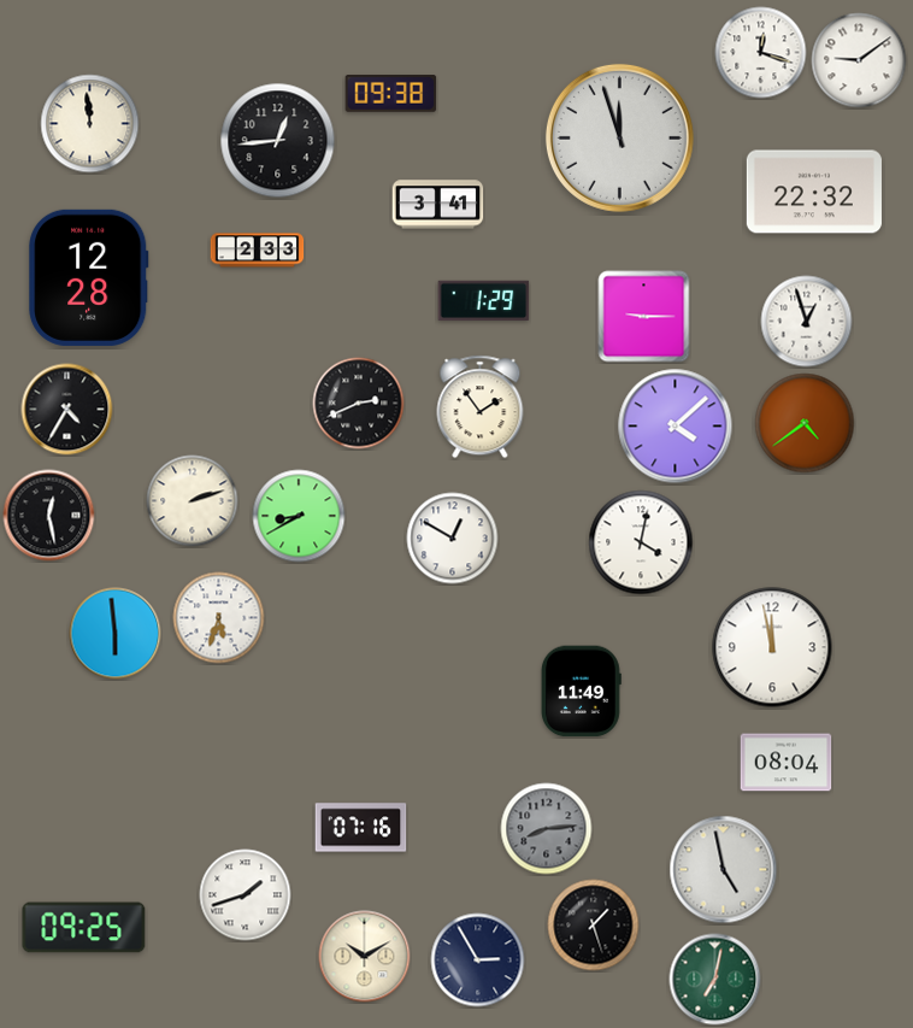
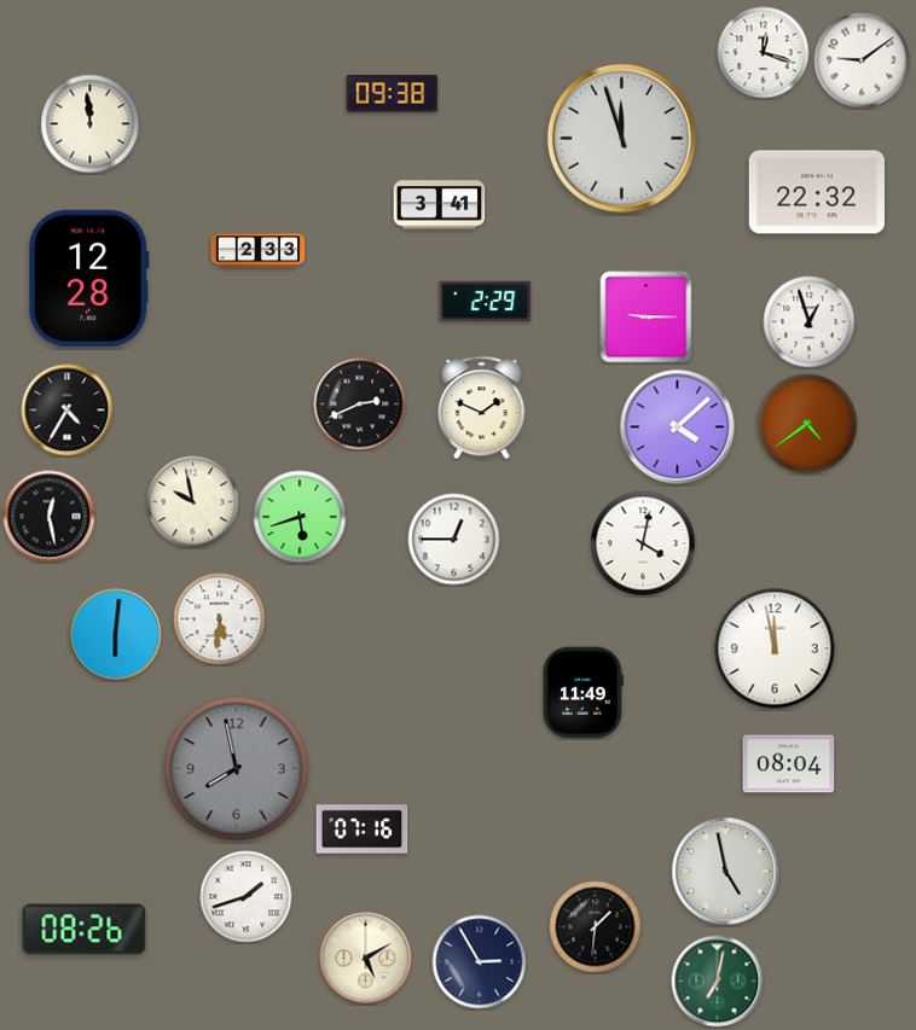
clock at (278, 141): 12:44 -> none
clock at (484, 300): 1:29 -> 2:29
clock at (481, 407): 1:54 -> 1:49
clock at (193, 501): 2:12 -> 9:58
clock at (299, 516): 8:40 -> 5:42
clock at (453, 539): 12:50 -> 12:45
clock at (219, 618): 5:33 -> 5:31
clock at (116, 634): 5:59 -> 6:01
clock at (237, 769): none -> 7:58
clock at (547, 829): 8:14 -> none
clock at (594, 926): 1:27 -> 1:31
clock at (84, 928): 09:25 -> 08:26
clock at (365, 957): 10:10 -> 5:10
